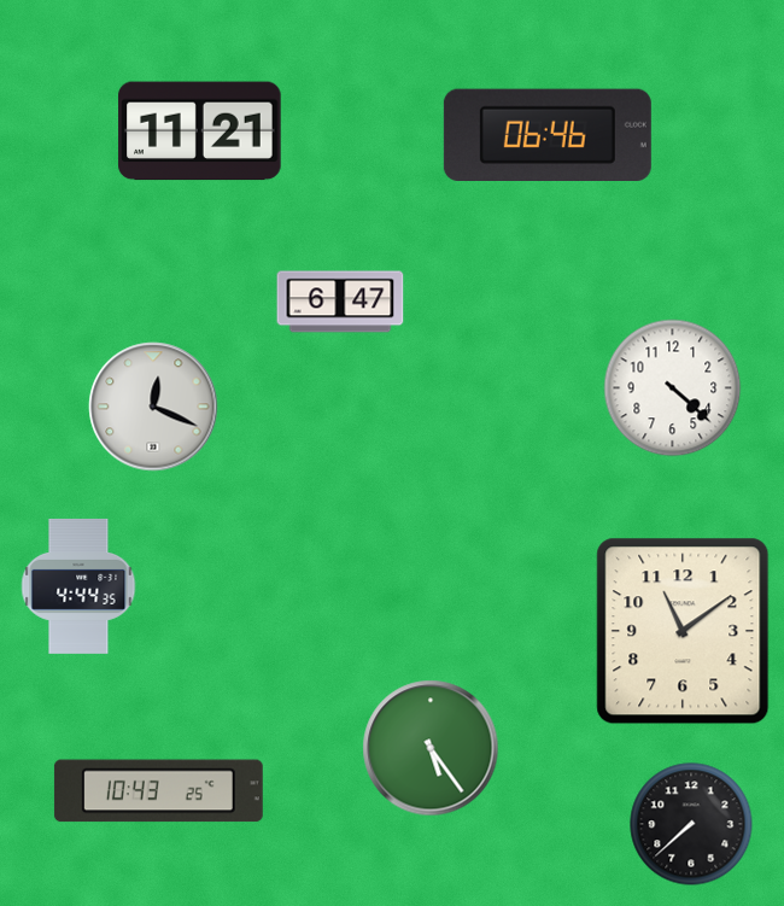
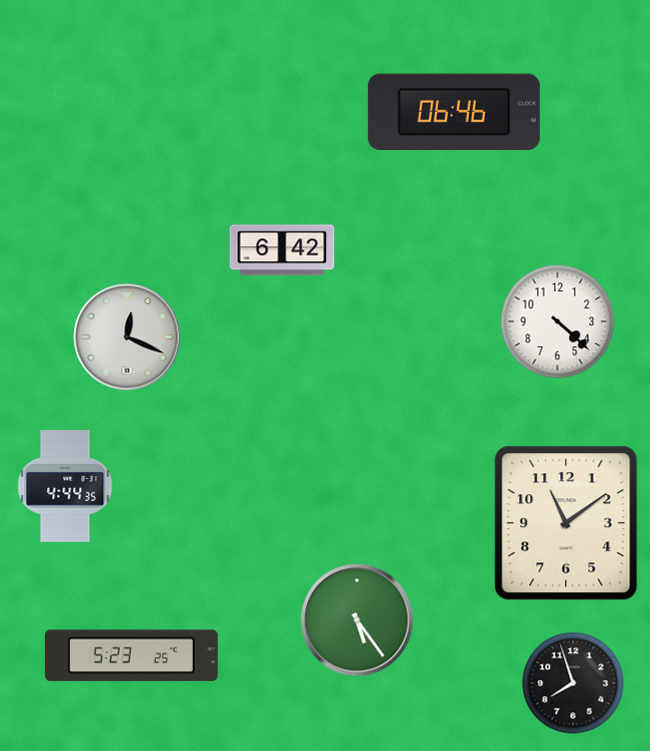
clock at (200, 131): 11:21 -> none
clock at (340, 302): 6:47 -> 6:42
clock at (158, 791): 10:43 -> 5:23
clock at (691, 824): 7:38 -> 7:57
